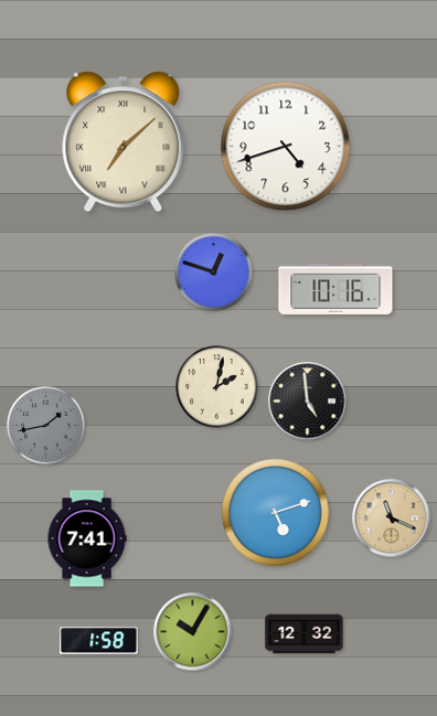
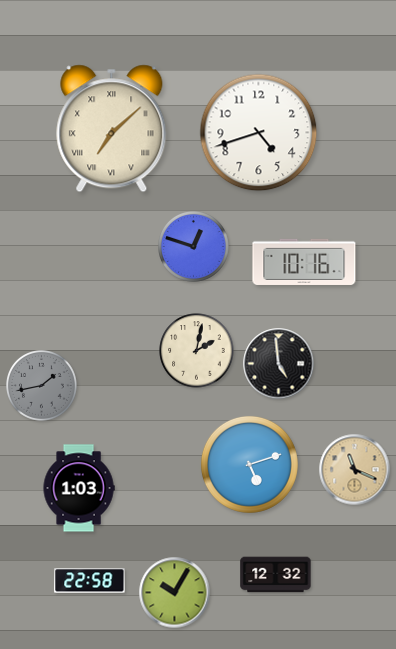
clock at (87, 538): 7:41 -> 1:03
clock at (193, 632) position: (193, 632) -> (175, 593)
clock at (99, 641): 1:58 -> 22:58
